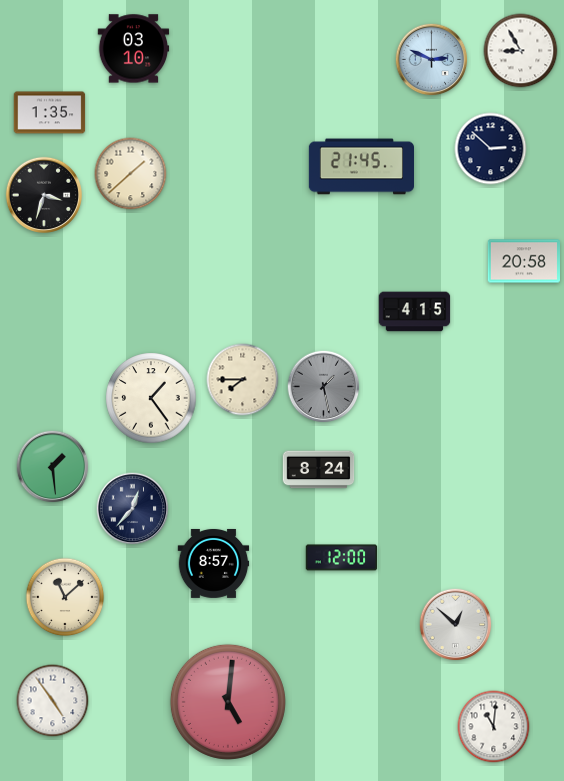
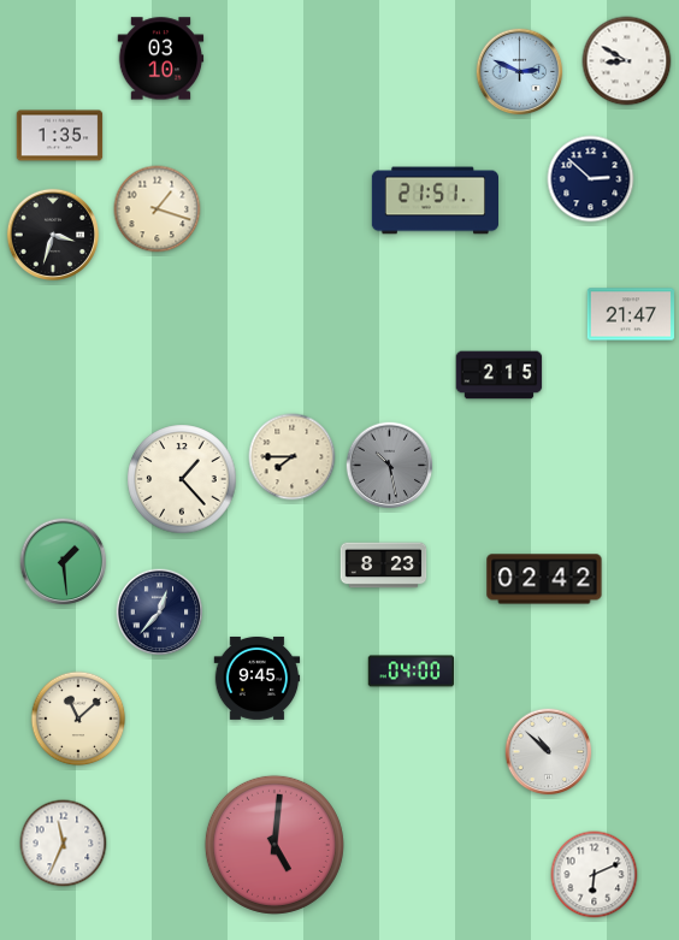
clock at (521, 51): 8:55 -> 8:50
clock at (361, 167): 21:45 -> 21:51
clock at (131, 174): 1:38 -> 1:18
clock at (523, 261): 20:58 -> 21:47
clock at (415, 312): 4:15 -> 2:15
clock at (324, 387): 1:28 -> 10:28
clock at (151, 398): 1:24 -> 1:23
clock at (319, 470): 8:24 -> 8:23
clock at (544, 579): none -> 02:42
clock at (342, 558): 12:00 -> 04:00
clock at (214, 563): 8:57 -> 9:45
clock at (456, 625): 12:52 -> 10:52
clock at (53, 701): 4:54 -> 11:34
clock at (494, 727): 11:01 -> 6:11
